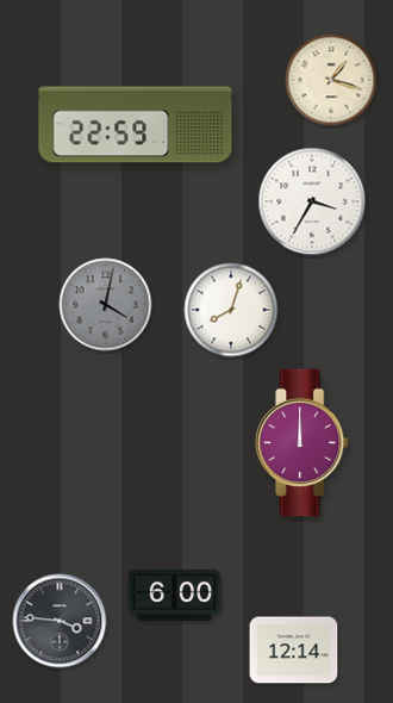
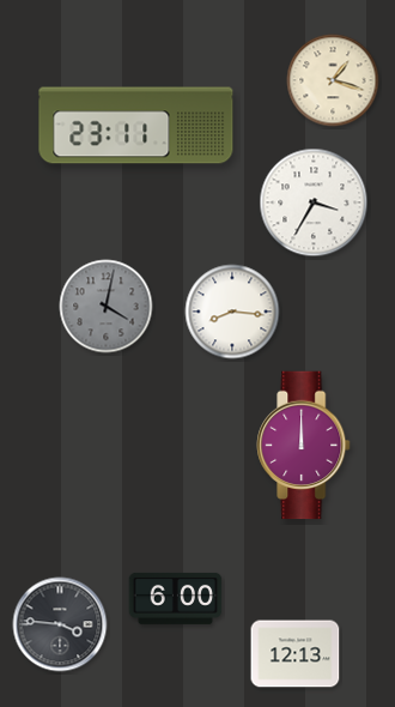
clock at (136, 125): 22:59 -> 23:11
clock at (231, 310): 8:03 -> 8:16
clock at (294, 651): 12:14 -> 12:13
